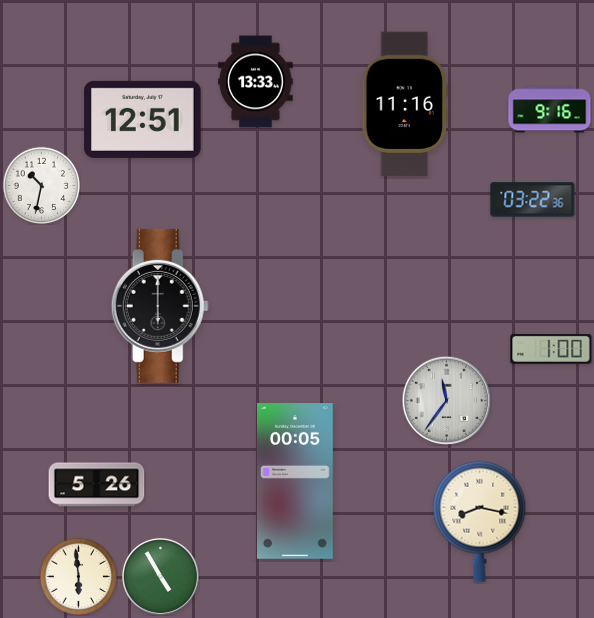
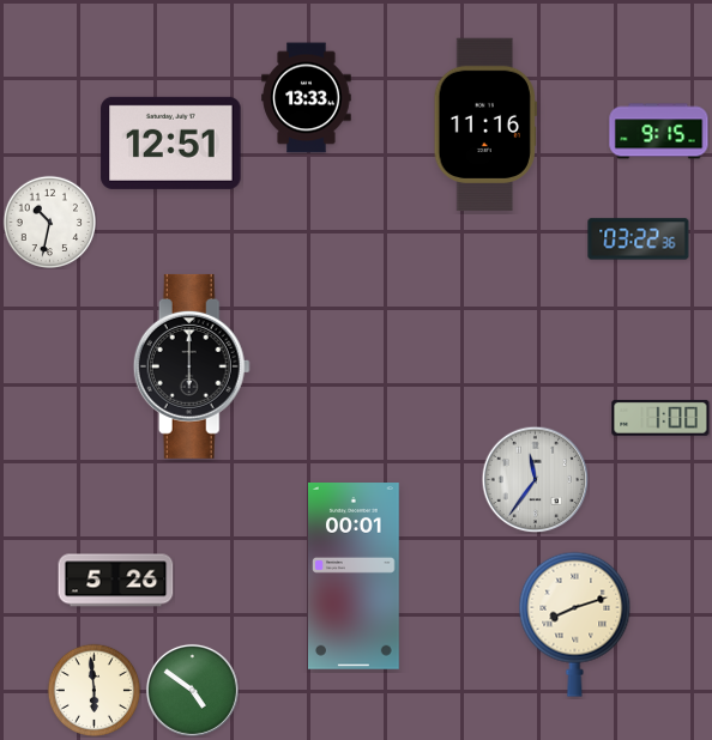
clock at (550, 110): 9:16 -> 9:15
clock at (296, 482): 00:05 -> 00:01
clock at (480, 521): 8:17 -> 8:12
clock at (160, 576): 4:55 -> 4:51
